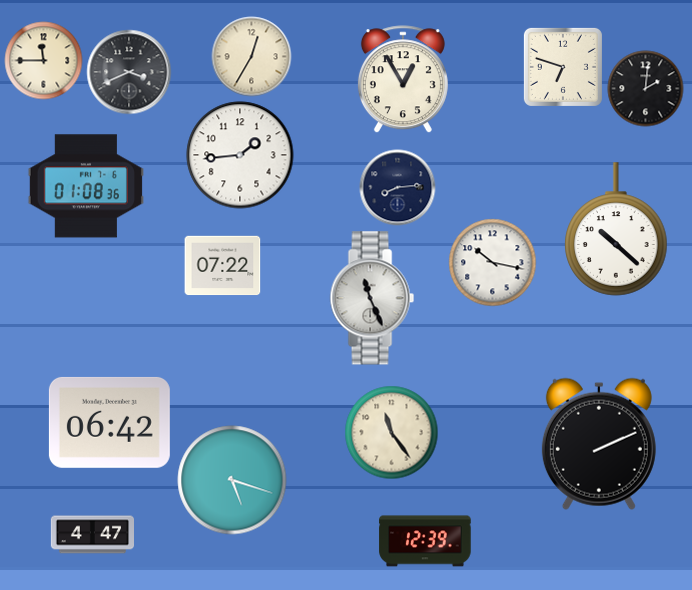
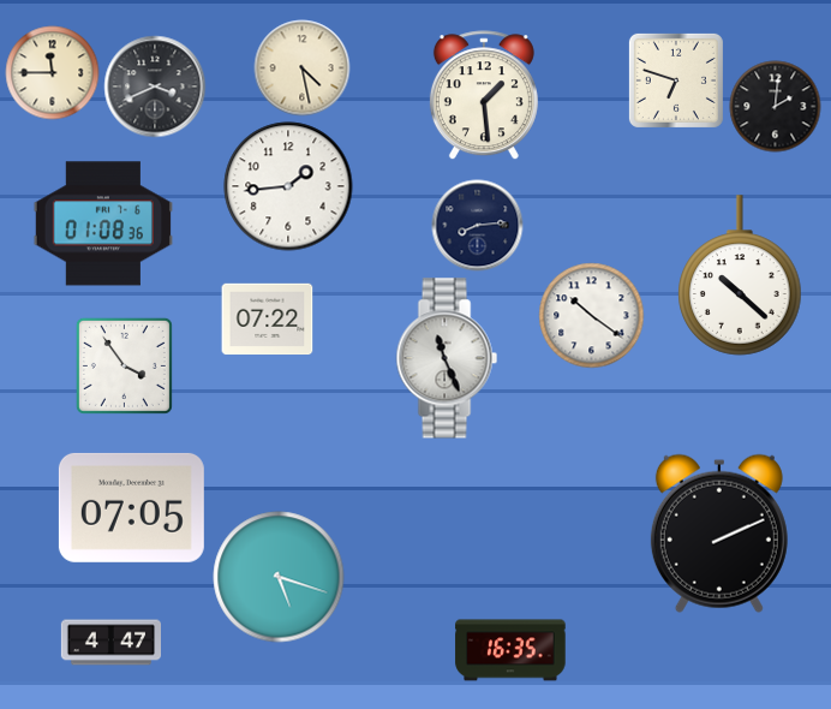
clock at (252, 57): 12:35 -> 4:28
clock at (403, 80): 12:55 -> 1:29
clock at (493, 263): 10:17 -> 10:21
clock at (124, 365): none -> 3:54
clock at (109, 422): 06:42 -> 07:05
clock at (392, 433): 11:24 -> none
clock at (425, 541): 12:39 -> 16:35
